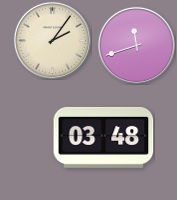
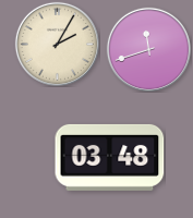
clock at (52, 40): 2:06 -> 2:05
clock at (104, 137) position: (104, 137) -> (110, 157)
